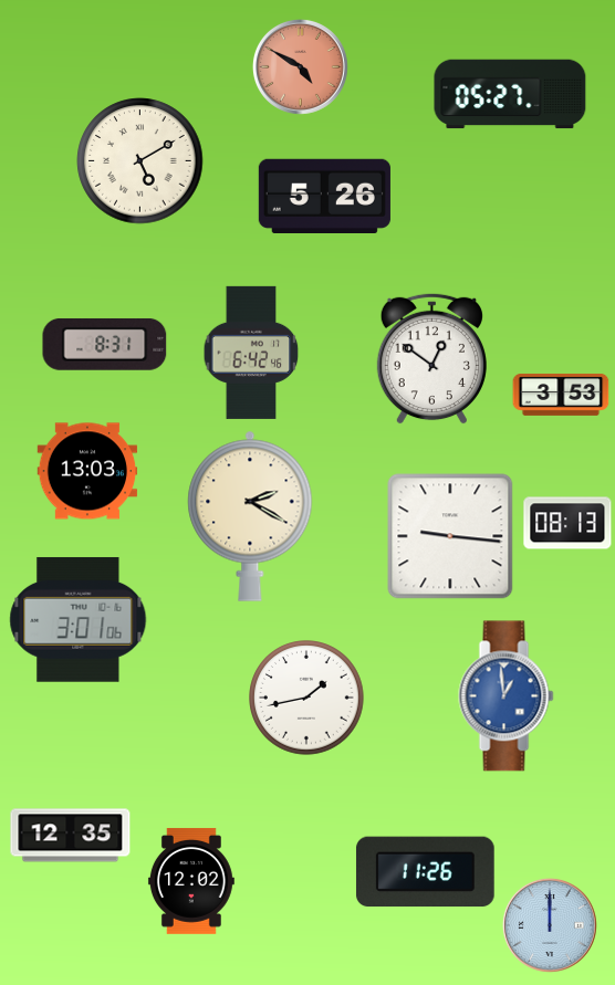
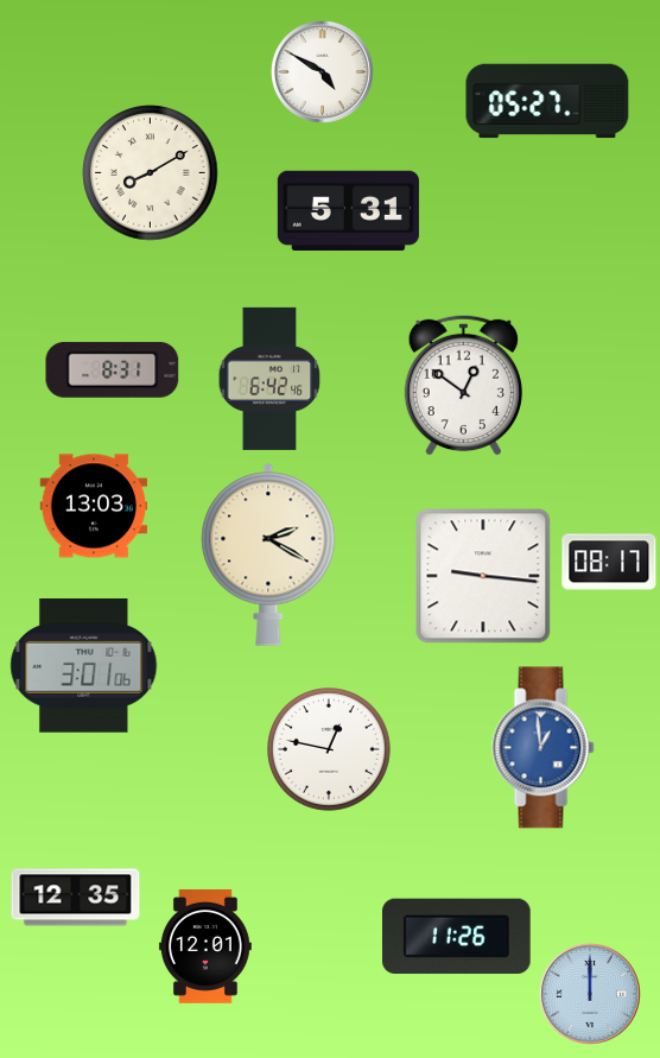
clock at (300, 66) dial: salmon -> white
clock at (140, 161): 5:10 -> 8:10
clock at (324, 196): 5:26 -> 5:31
clock at (561, 395): 3:53 -> none
clock at (567, 523): 08:13 -> 08:17
clock at (306, 698): 1:43 -> 12:47
clock at (191, 881): 12:02 -> 12:01
